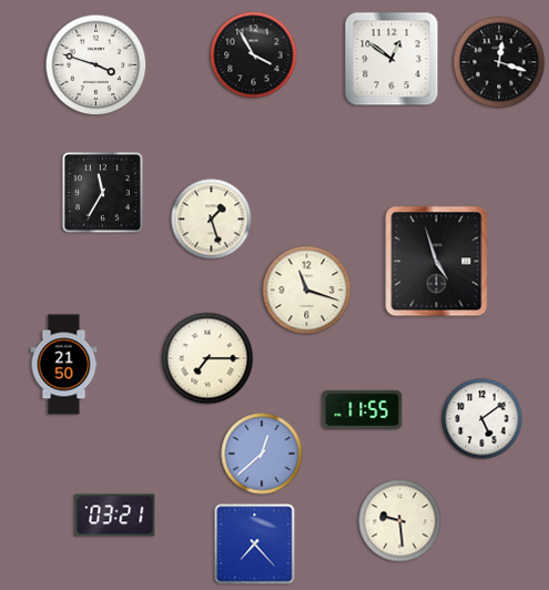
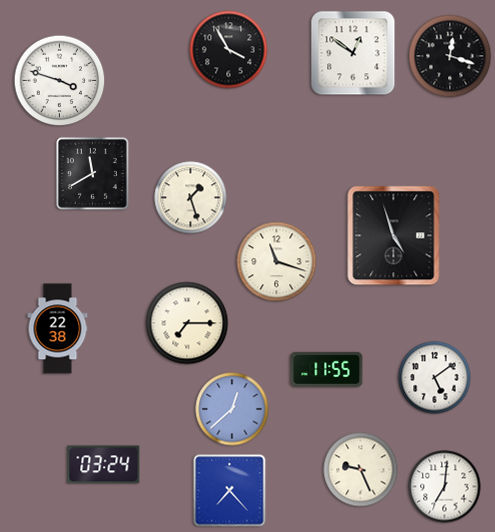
clock at (96, 65) position: (96, 65) -> (60, 81)
clock at (102, 192): 11:35 -> 11:40
clock at (64, 365): 21:50 -> 22:38
clock at (262, 454) position: (262, 454) -> (232, 409)
clock at (115, 516): 03:21 -> 03:24
clock at (400, 521): 9:29 -> 9:26
clock at (445, 487): none -> 7:01
